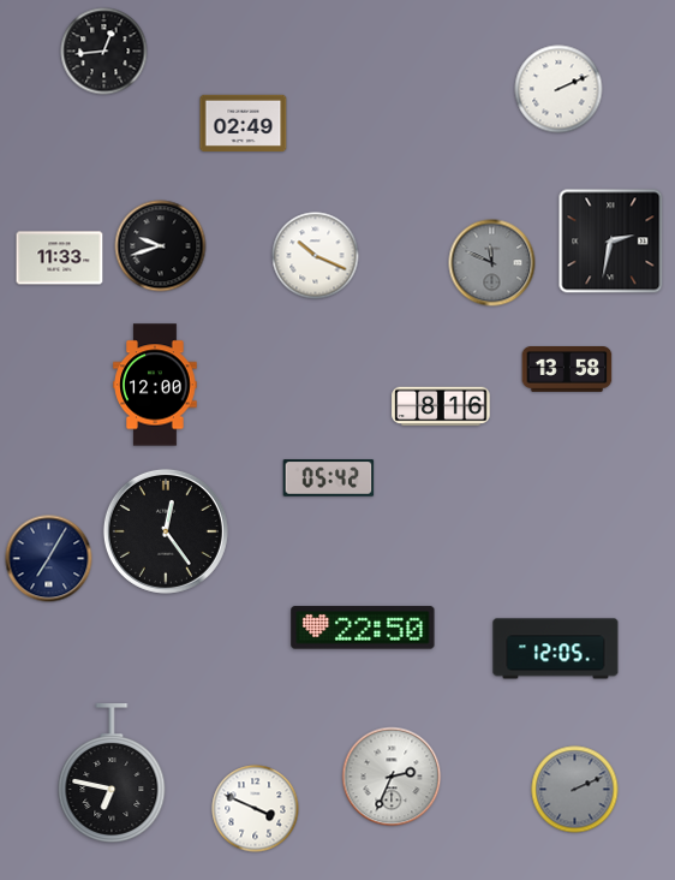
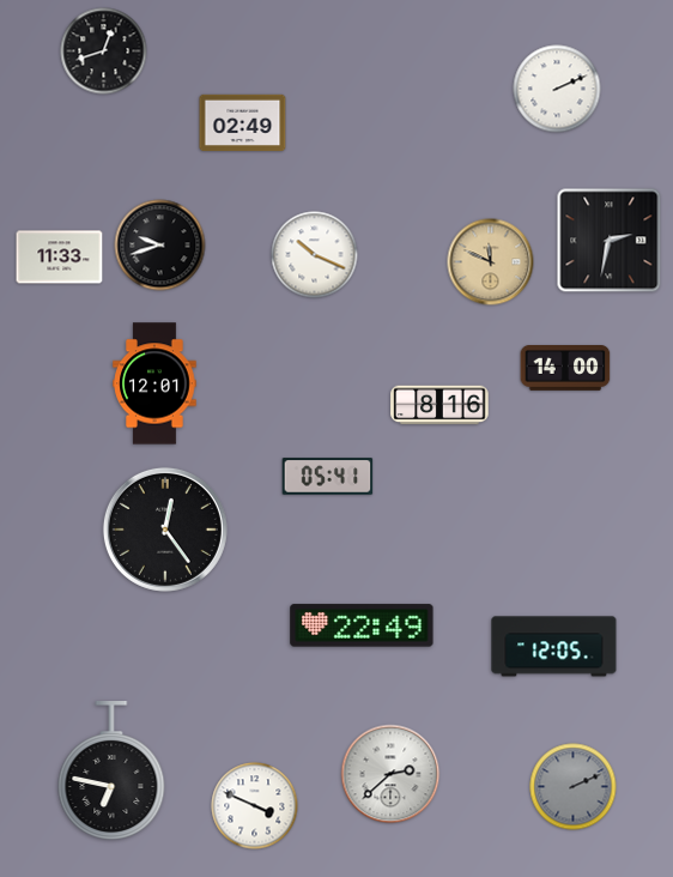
clock at (104, 52): 12:44 -> 12:42
clock at (492, 263) dial: grey -> champagne
clock at (567, 370): 13:58 -> 14:00
clock at (155, 385): 12:00 -> 12:01
clock at (329, 478): 05:42 -> 05:41
clock at (49, 559): 7:05 -> none
clock at (363, 628): 22:50 -> 22:49
clock at (392, 777): 2:34 -> 2:38
